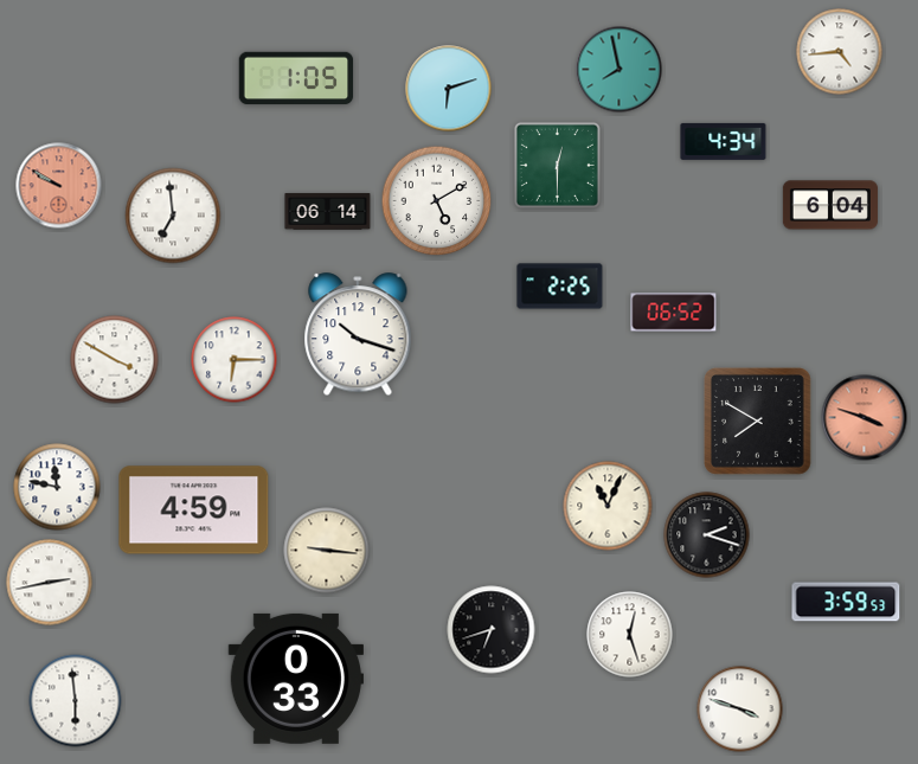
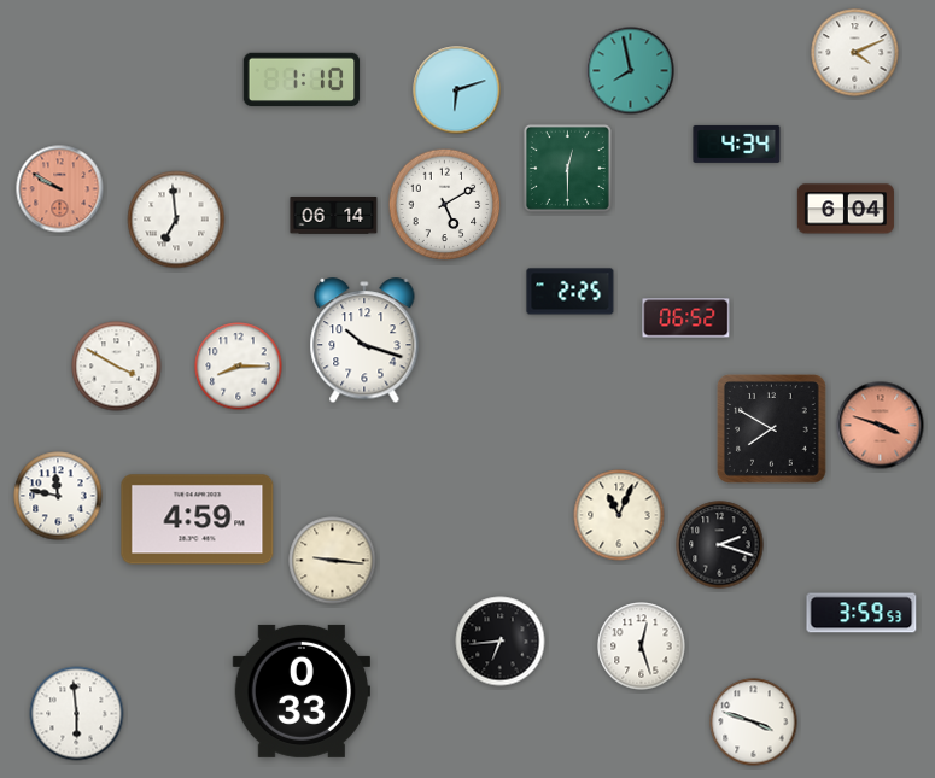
clock at (840, 52): 4:44 -> 4:11
clock at (296, 78): 1:05 -> 1:10
clock at (235, 360): 6:15 -> 8:15
clock at (50, 583): 2:43 -> none
clock at (492, 630): 6:42 -> 6:44
